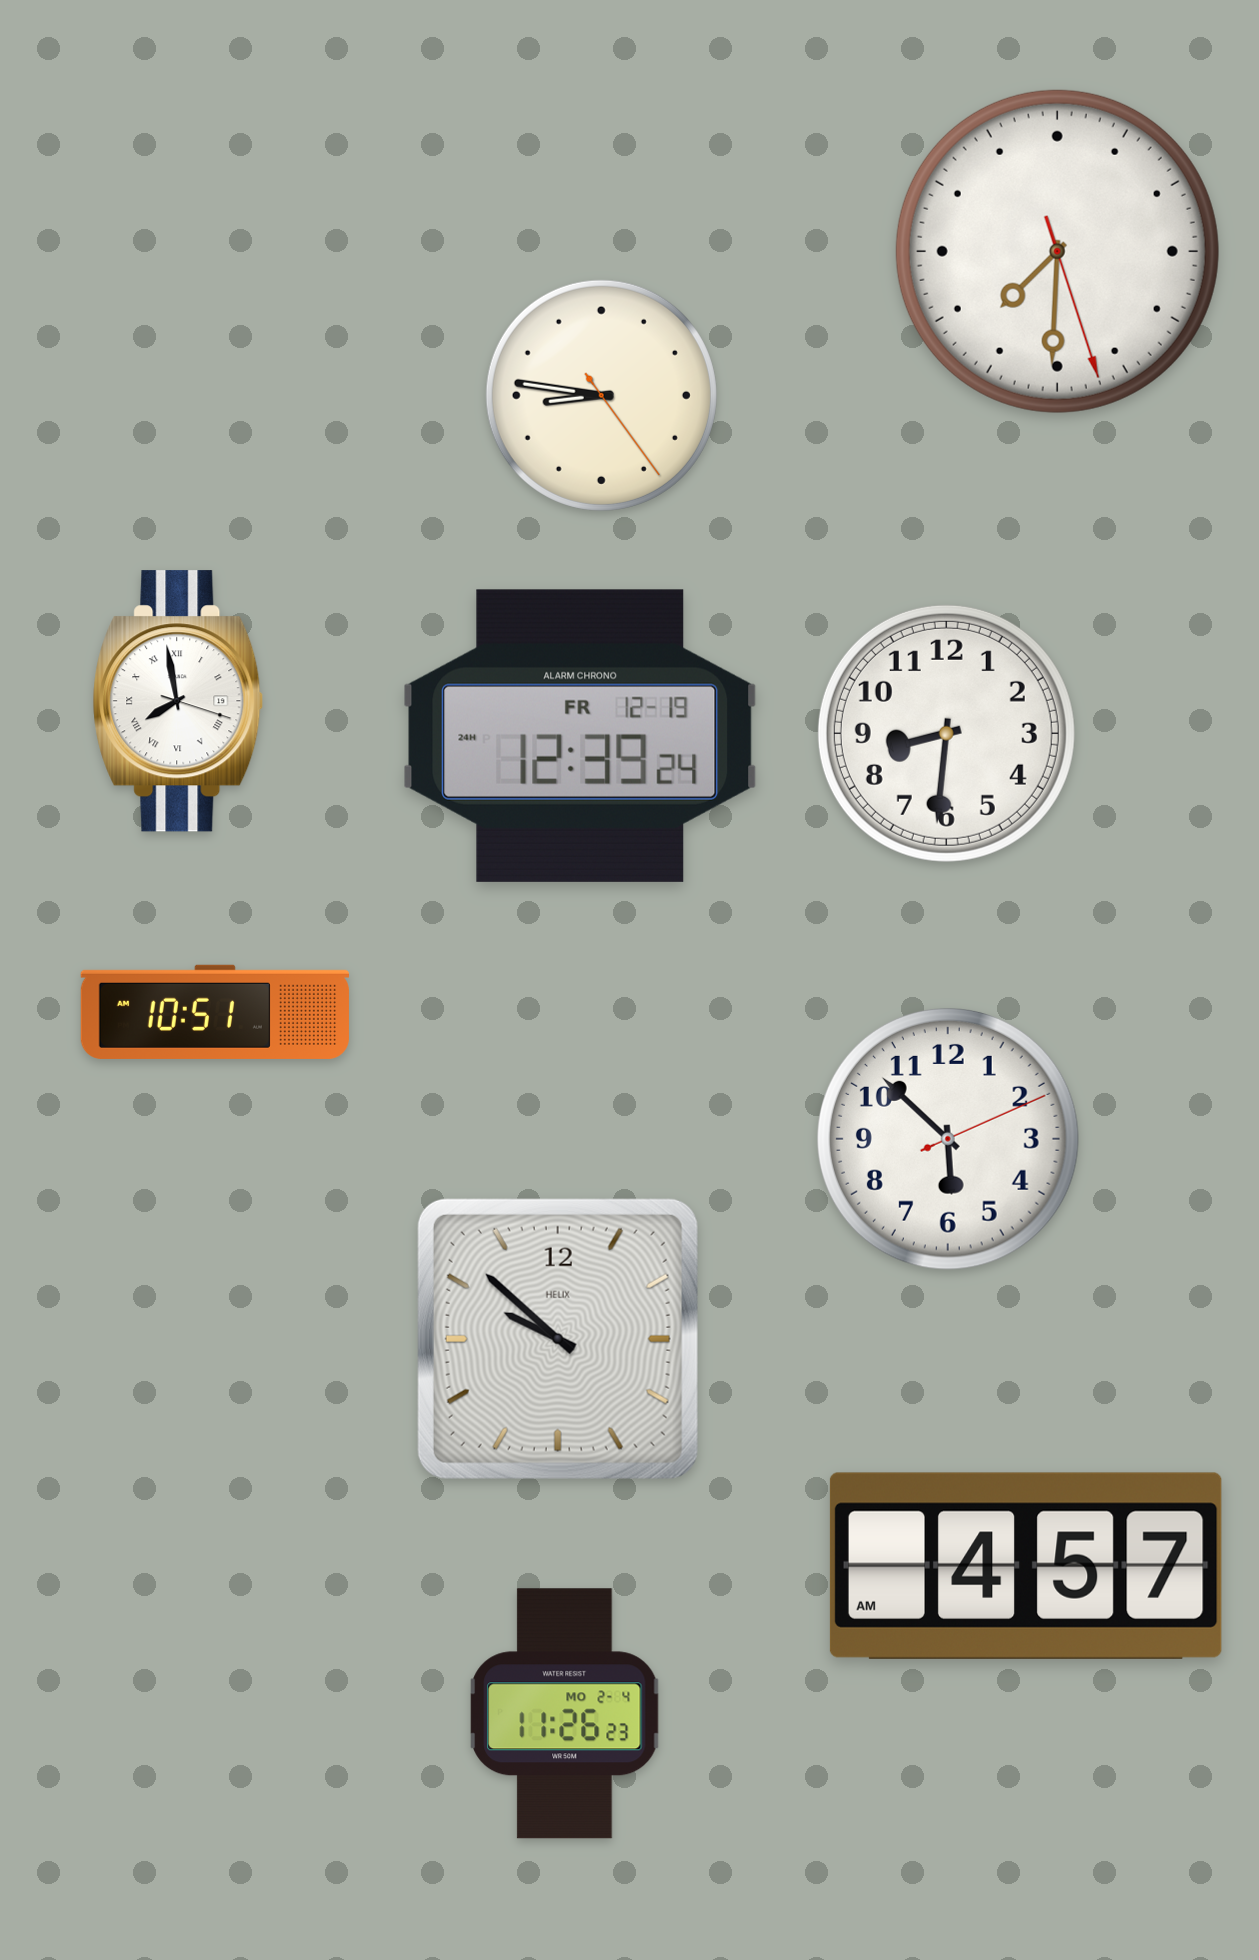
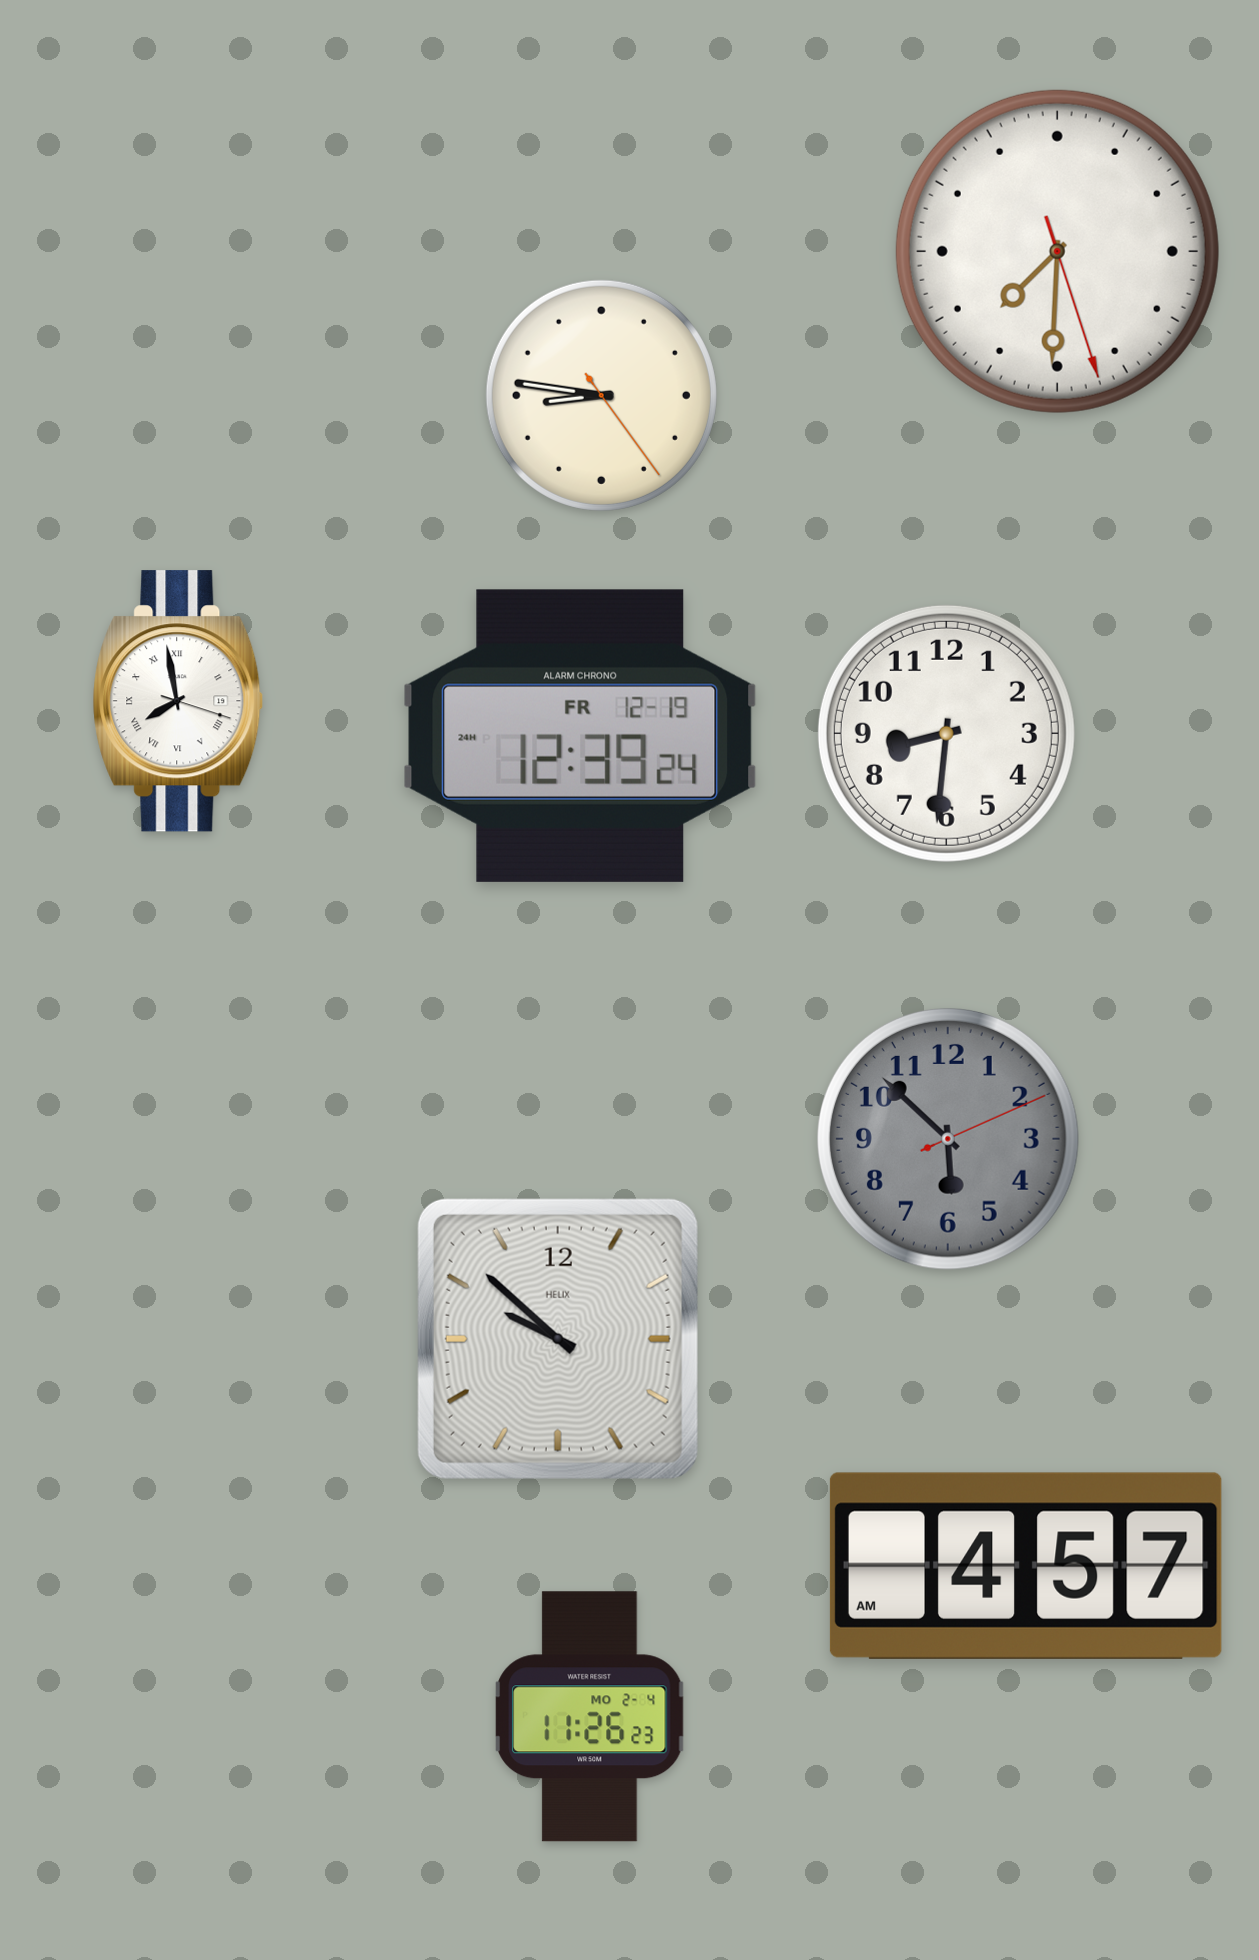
clock at (215, 1012): 10:51 -> none
clock at (948, 1139) dial: white -> grey
clock at (565, 1714) position: (565, 1714) -> (590, 1717)
